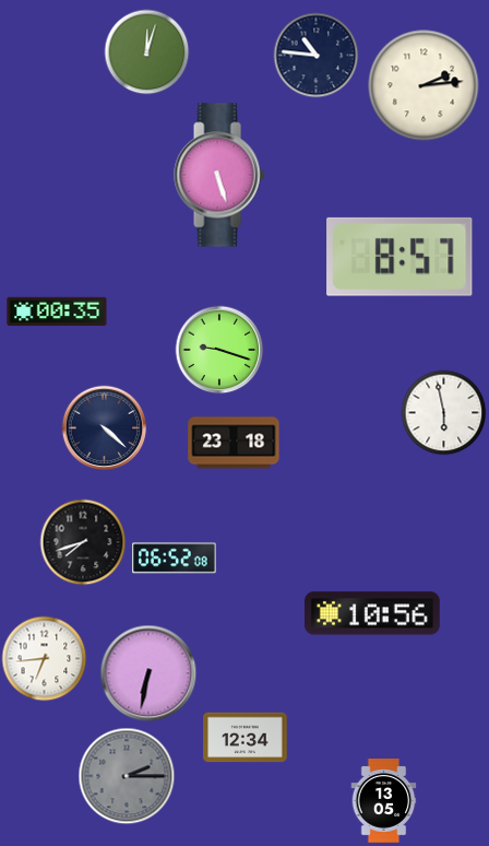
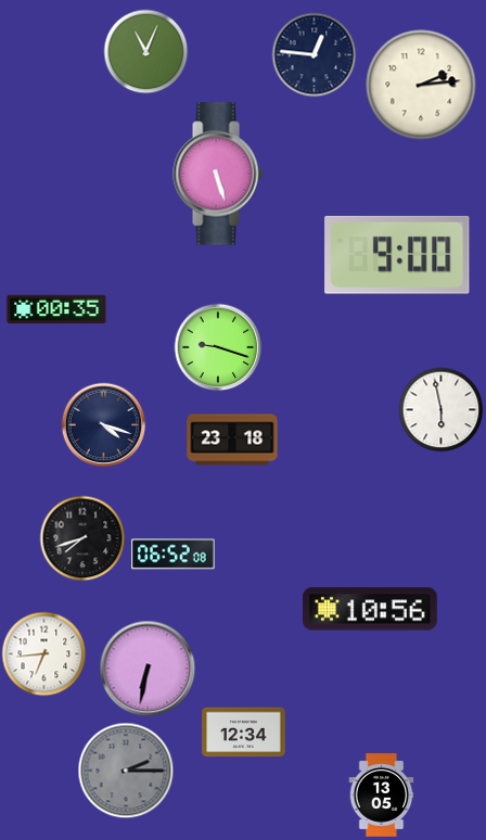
clock at (146, 51): 12:03 -> 11:04
clock at (315, 55): 10:46 -> 12:46
clock at (399, 257): 8:57 -> 9:00
clock at (104, 427): 4:22 -> 4:18
